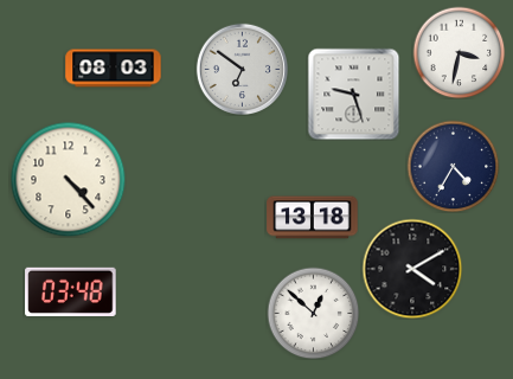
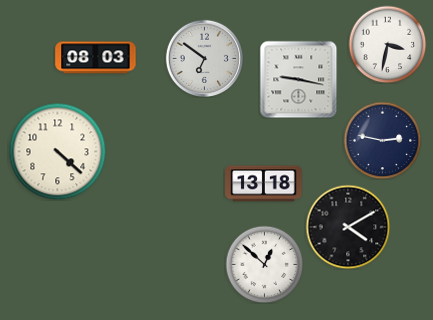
clock at (353, 94): 9:27 -> 9:17
clock at (453, 166): 4:35 -> 2:47
clock at (68, 179): 4:23 -> 4:22
clock at (71, 291): 03:48 -> none
